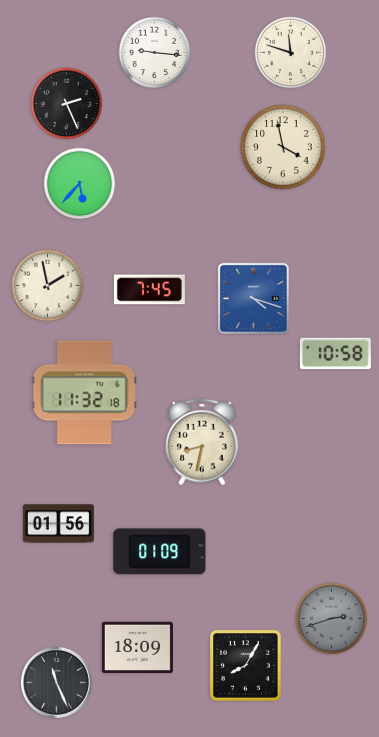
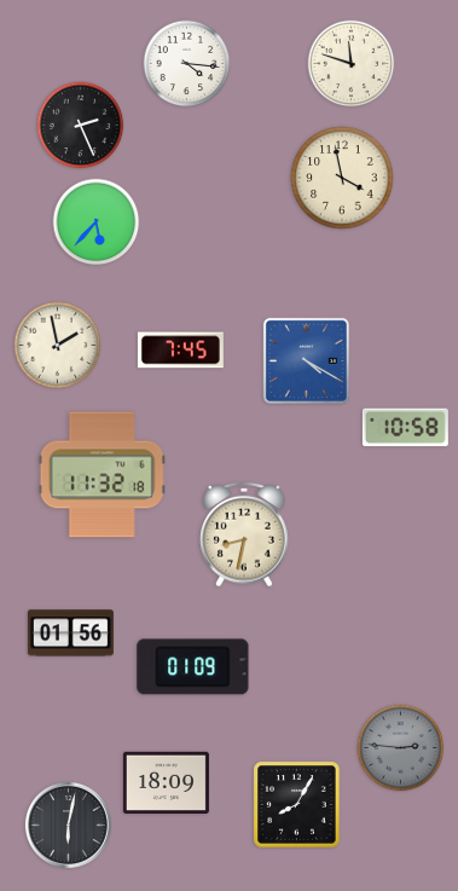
clock at (155, 53): 9:16 -> 4:16
clock at (253, 298): 4:18 -> 4:20
clock at (332, 619): 2:42 -> 2:46
clock at (56, 682): 11:26 -> 6:02
